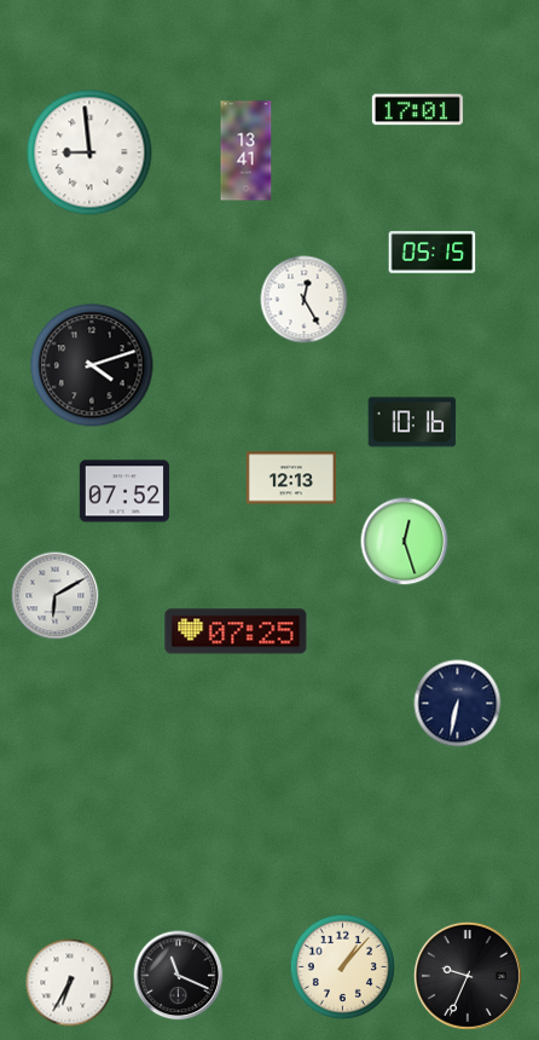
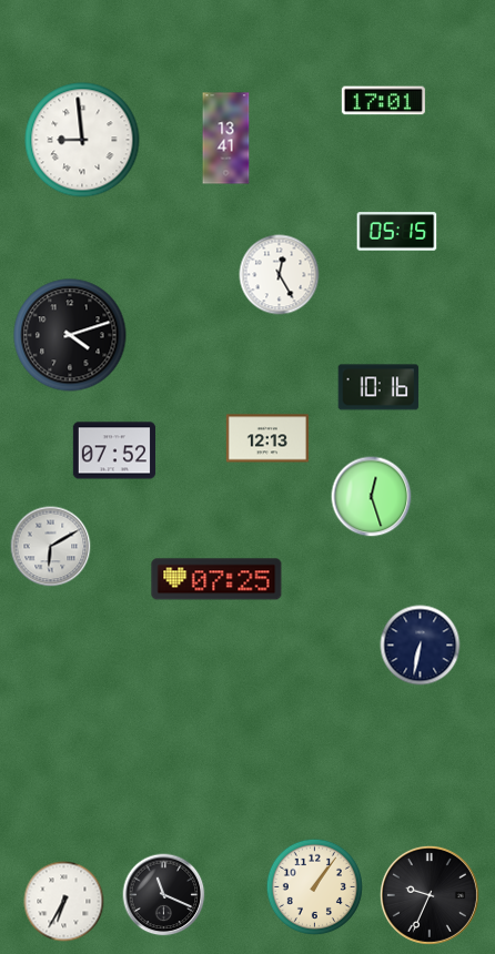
clock at (92, 365) position: (92, 365) -> (70, 335)
clock at (342, 966): 1:07 -> 1:06
